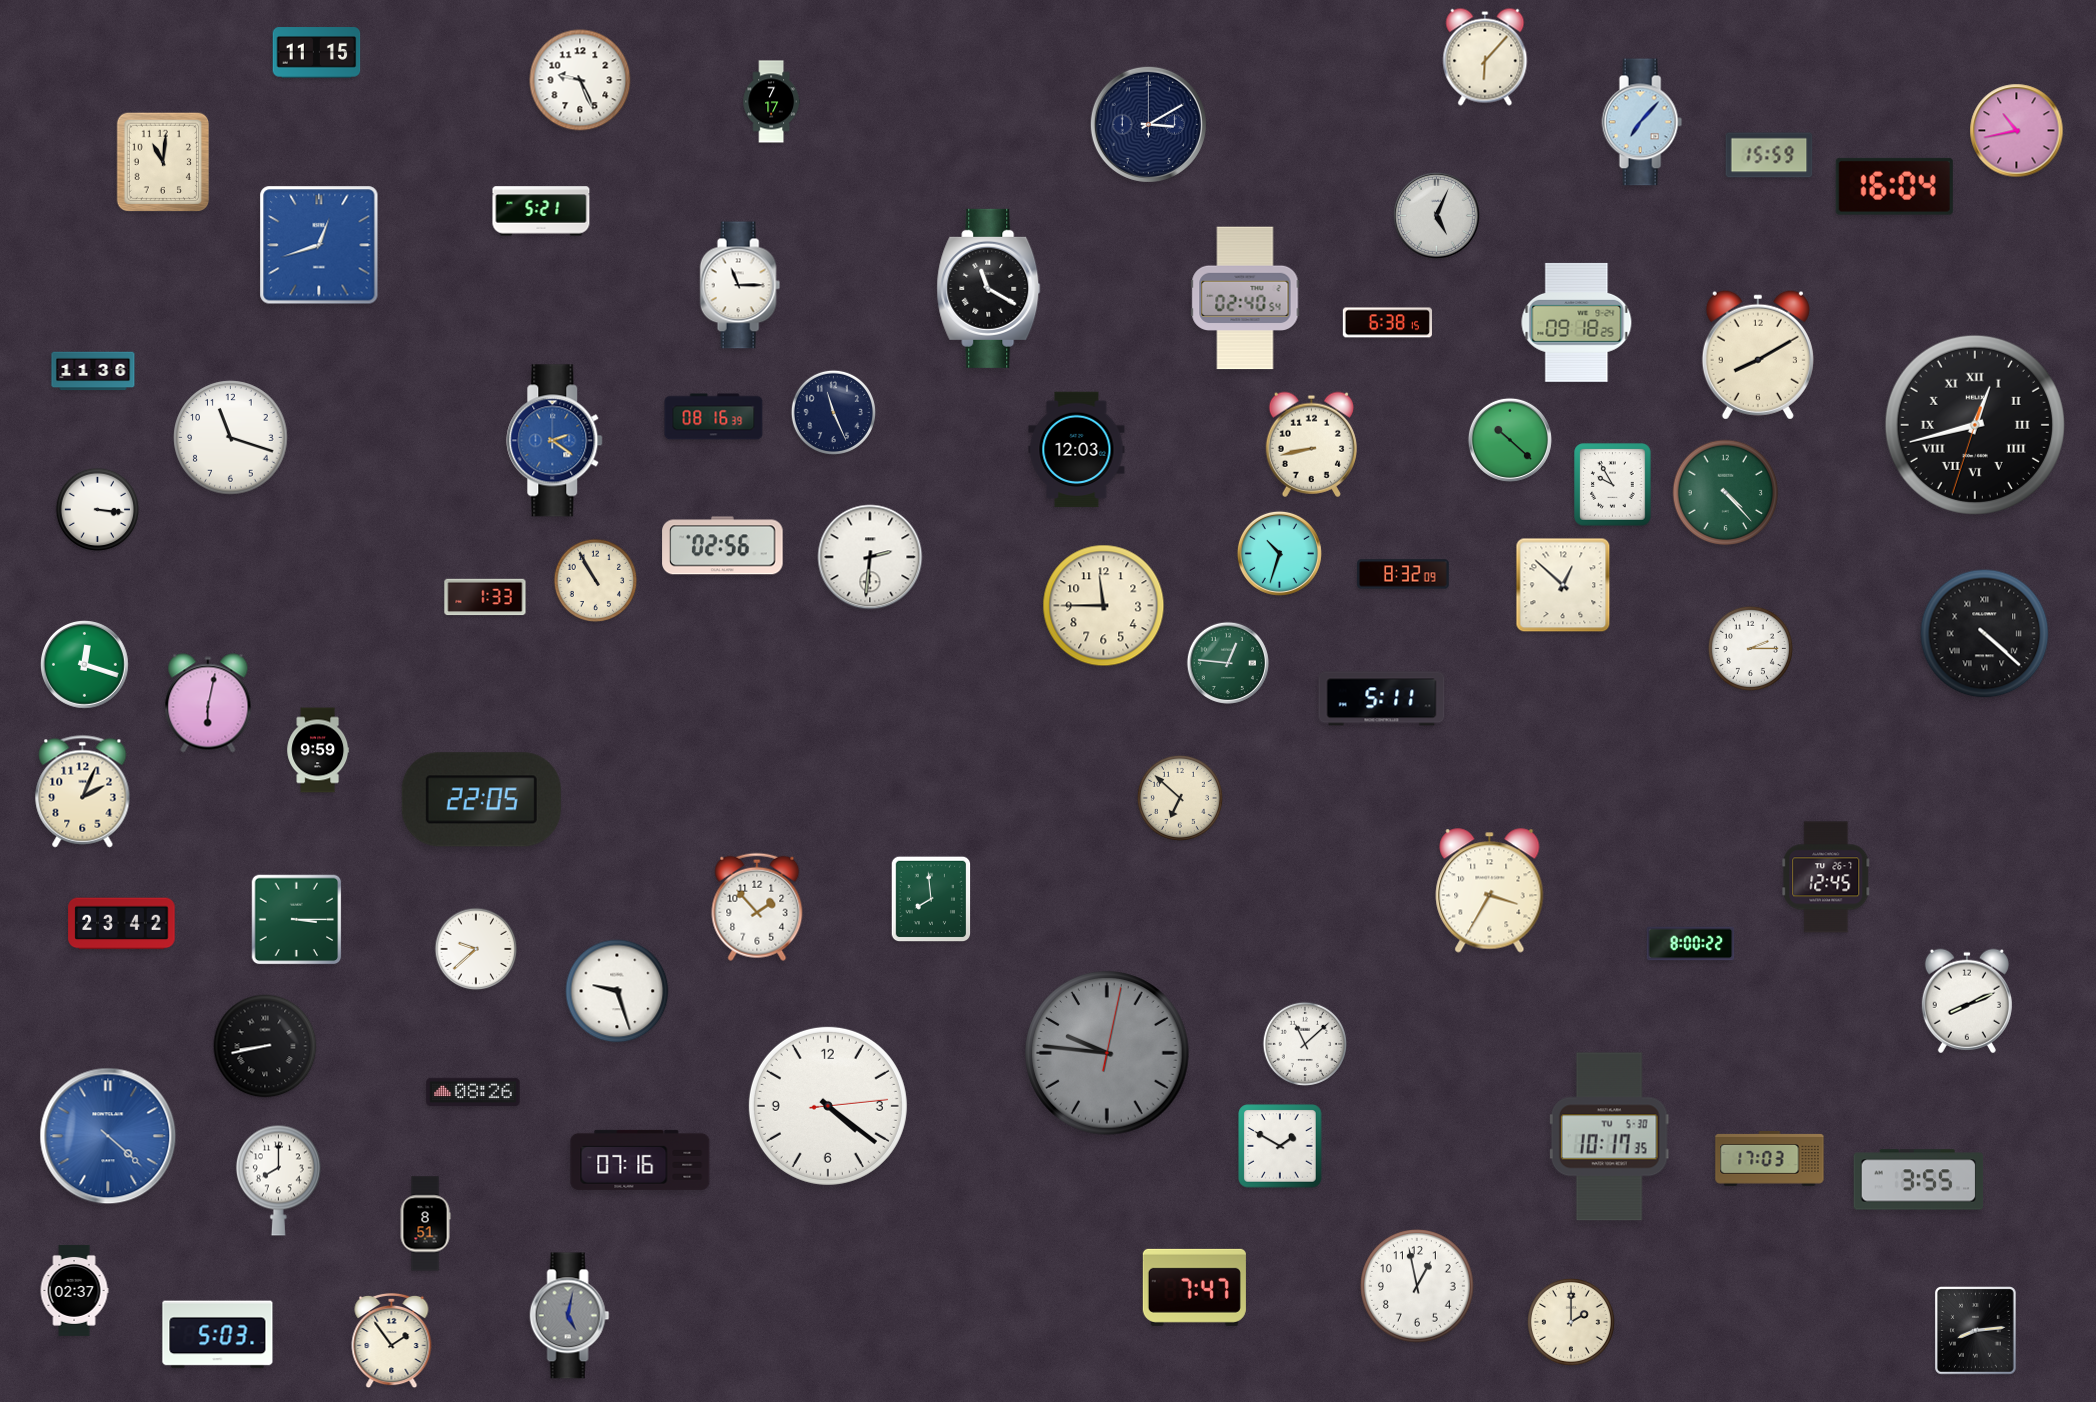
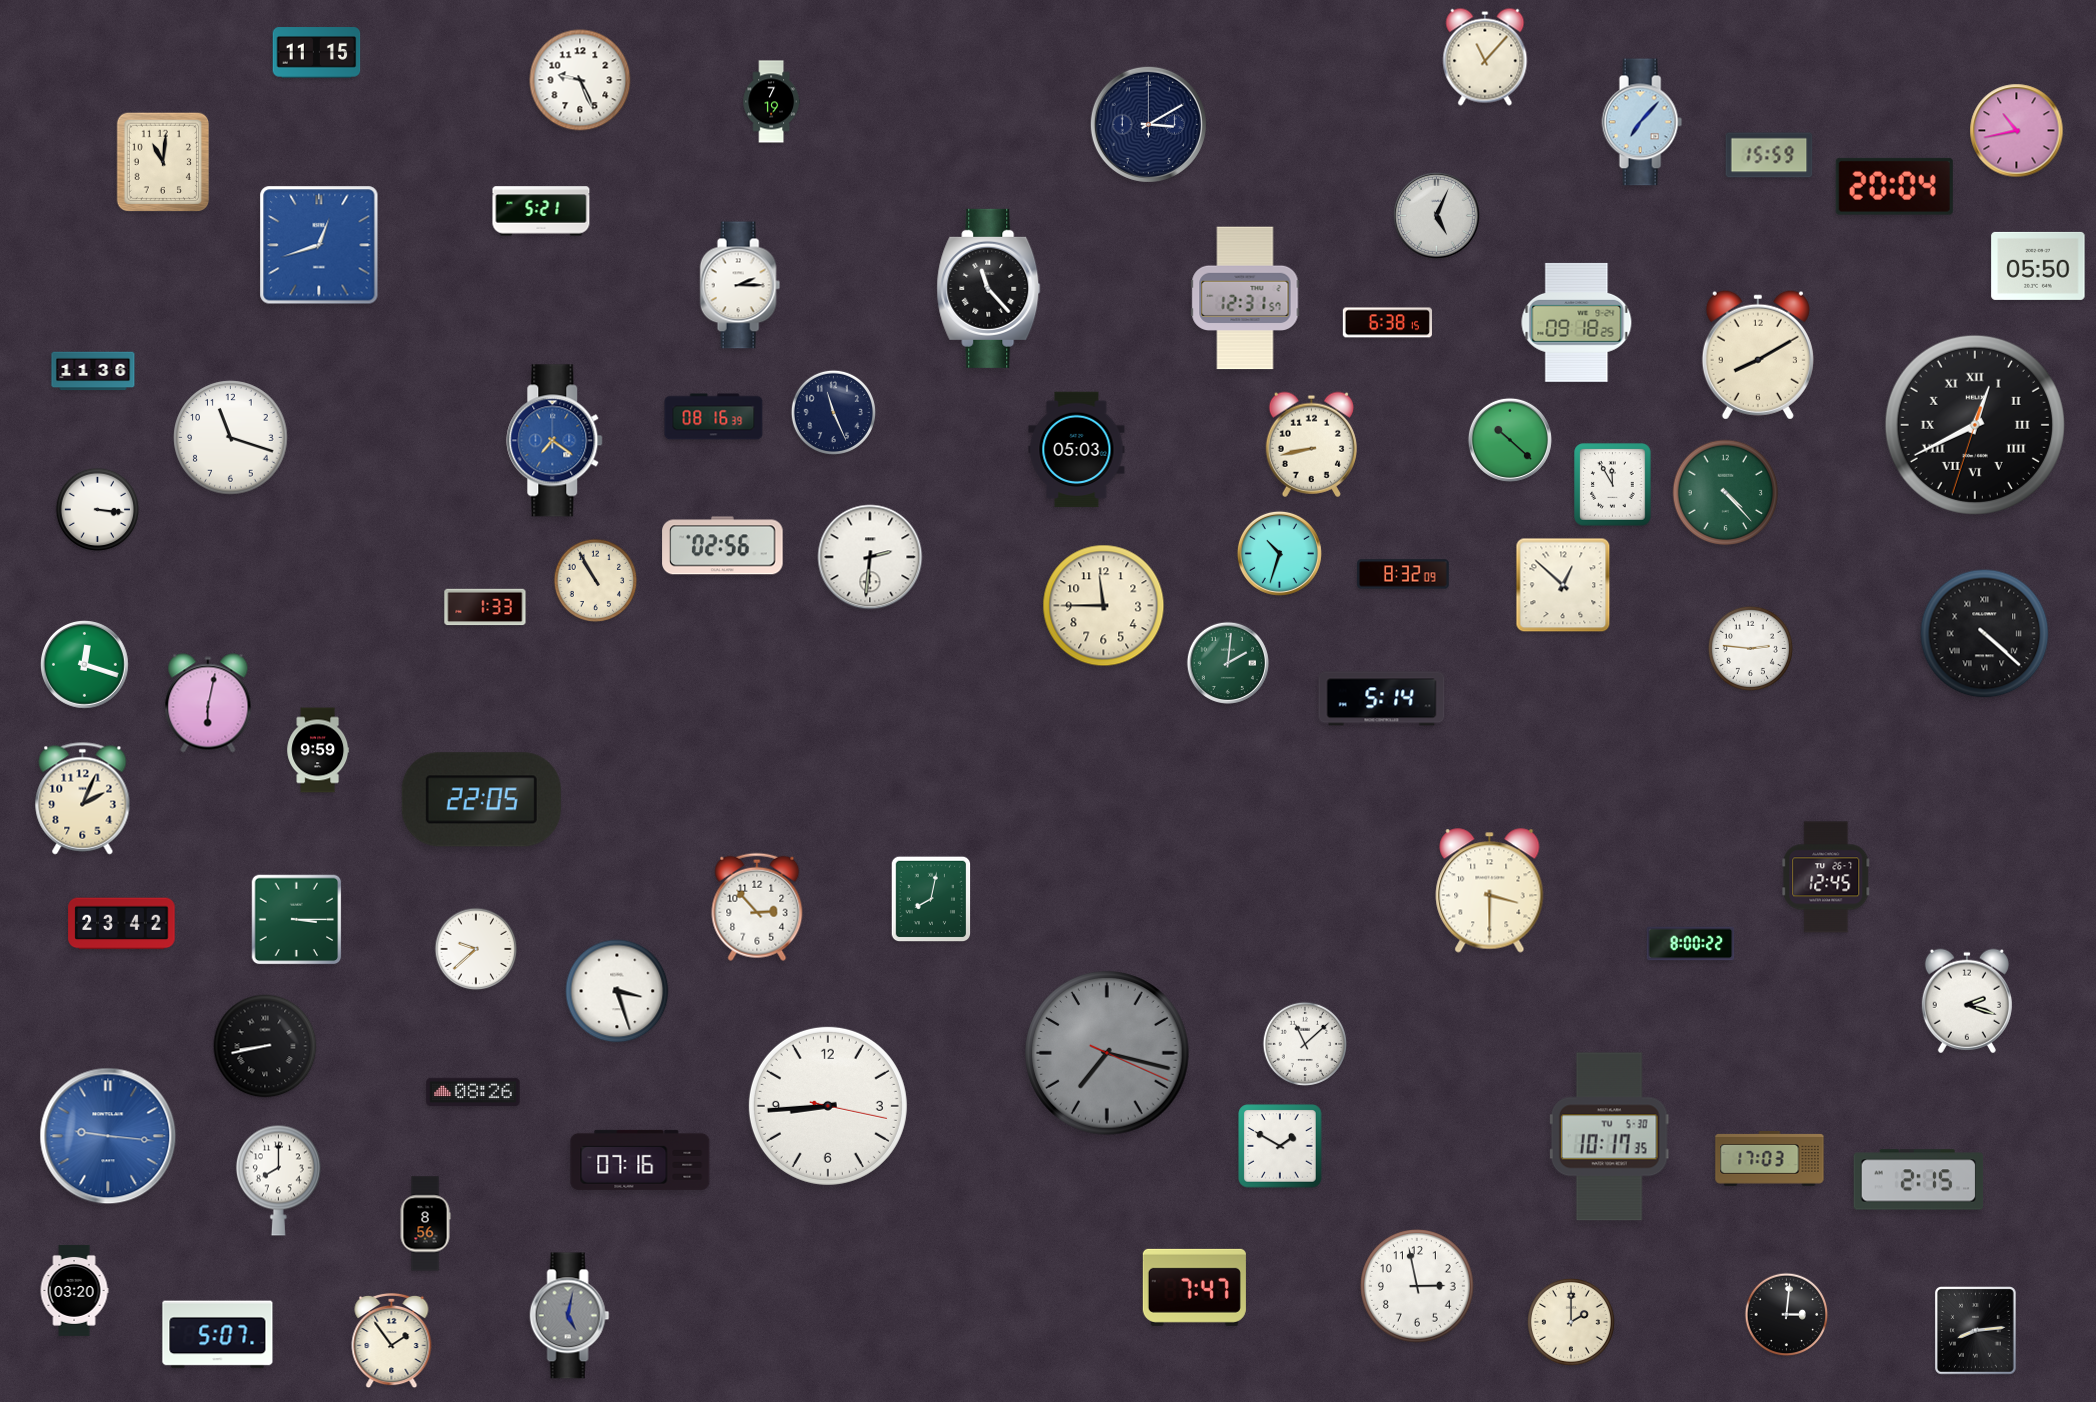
clock at (1485, 57): 6:07 -> 11:07
clock at (771, 102): 7:17 -> 7:19
clock at (1894, 186): 16:04 -> 20:04
clock at (2038, 266): none -> 05:50
clock at (740, 285): 11:15 -> 2:15
clock at (989, 288): 11:20 -> 11:23
clock at (1245, 298): 02:40 -> 12:31
clock at (1975, 425): 12:42 -> 12:40
clock at (555, 441): 2:21 -> 7:21
clock at (1077, 450): 12:03 -> 05:03
clock at (1613, 485): 9:55 -> 11:55
clock at (485, 597) position: (485, 597) -> (485, 607)
clock at (1750, 648): 2:15 -> 2:46
clock at (1227, 662): 12:46 -> 2:01
clock at (1382, 699): 5:11 -> 5:14
clock at (83, 792) position: (83, 792) -> (83, 799)
clock at (1180, 798): 6:52 -> none
clock at (1490, 891): 3:35 -> 3:30
clock at (931, 899): 7:59 -> 8:02
clock at (757, 907): 1:53 -> 2:53
clock at (617, 991): 9:27 -> 3:27
clock at (1967, 1001): 8:11 -> 2:18
clock at (1107, 1053): 9:46 -> 7:17
clock at (828, 1106): 4:21 -> 8:44
clock at (108, 1136): 4:22 -> 9:16
clock at (1919, 1180): 3:55 -> 2:15
clock at (425, 1224): 8:51 -> 8:56
clock at (1418, 1287): 12:58 -> 2:58
clock at (74, 1291): 02:37 -> 03:20
clock at (1787, 1315): none -> 3:01
clock at (218, 1335): 5:03 -> 5:07
